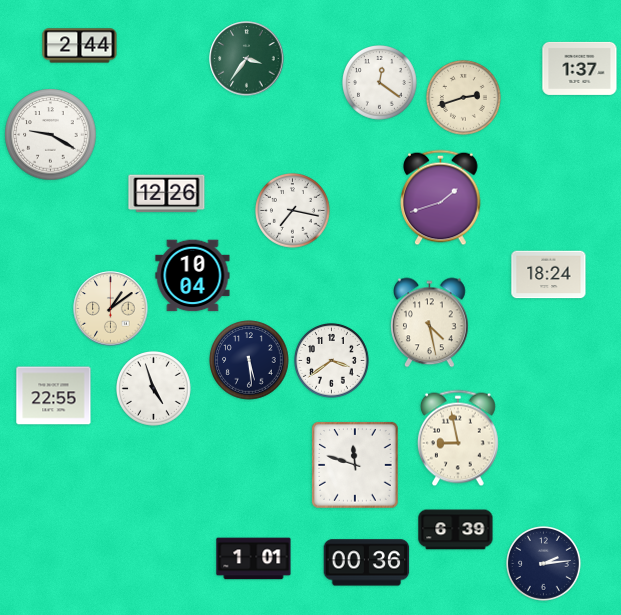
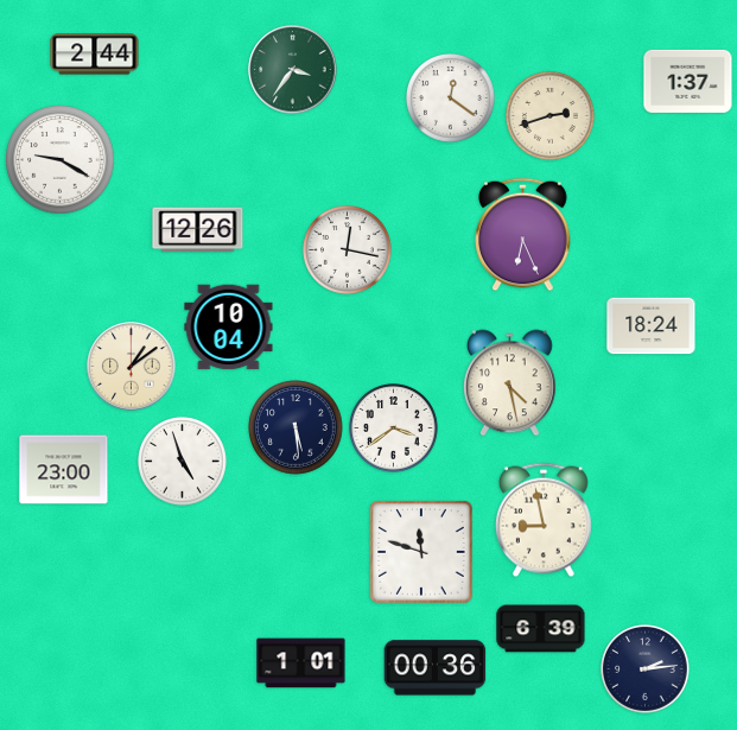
clock at (441, 198): 1:42 -> 6:26
clock at (293, 211): 7:17 -> 12:17
clock at (54, 396): 22:55 -> 23:00
